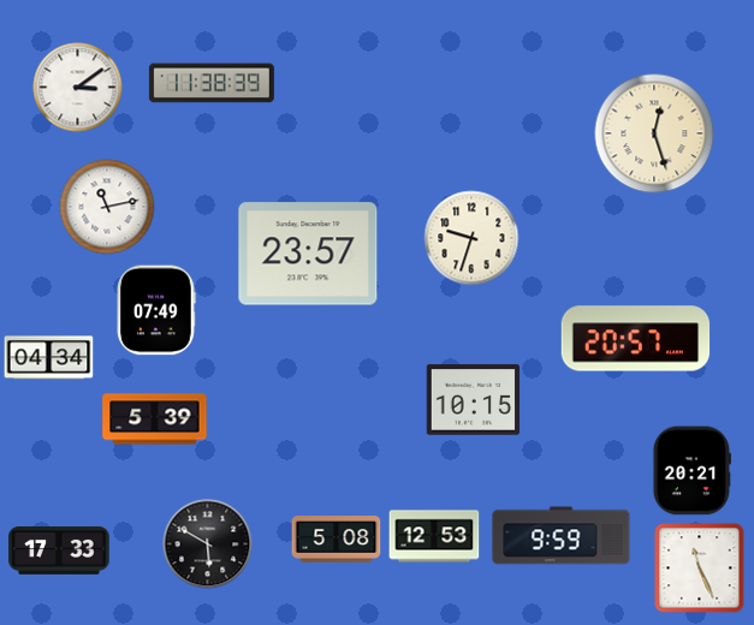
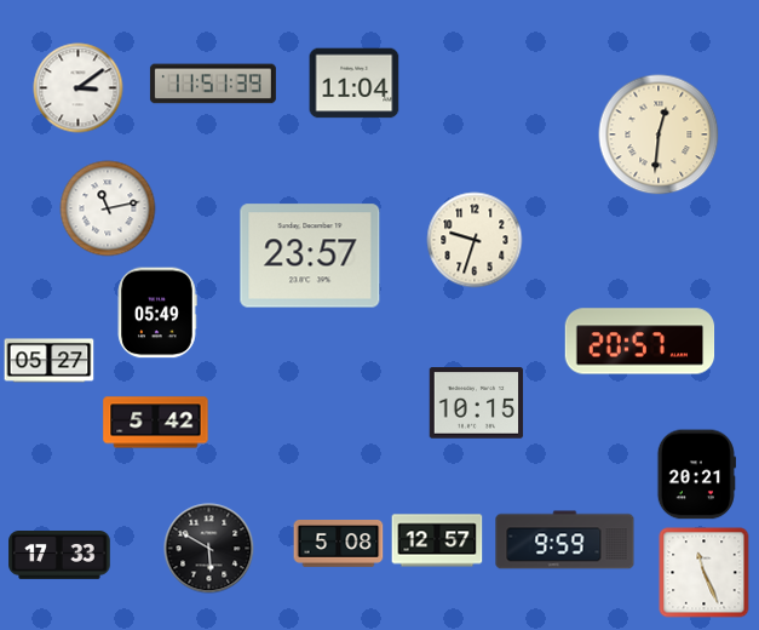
clock at (212, 83): 11:38 -> 11:51
clock at (355, 84): none -> 11:04
clock at (654, 133): 12:27 -> 12:31
clock at (156, 310): 07:49 -> 05:49
clock at (49, 358): 04:34 -> 05:27
clock at (155, 419): 5:39 -> 5:42
clock at (434, 536): 12:53 -> 12:57
